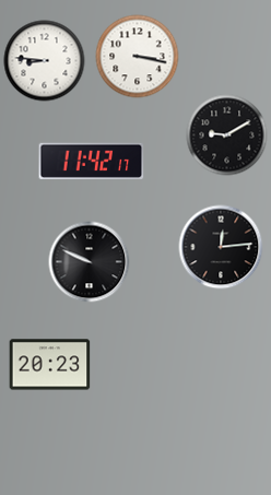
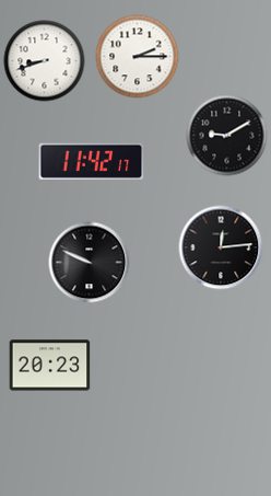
clock at (138, 57): 3:17 -> 2:15
clock at (45, 61): 8:46 -> 8:42
